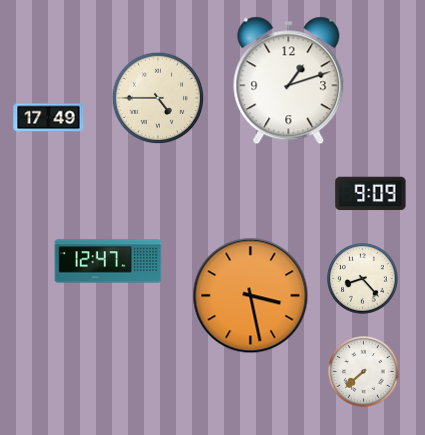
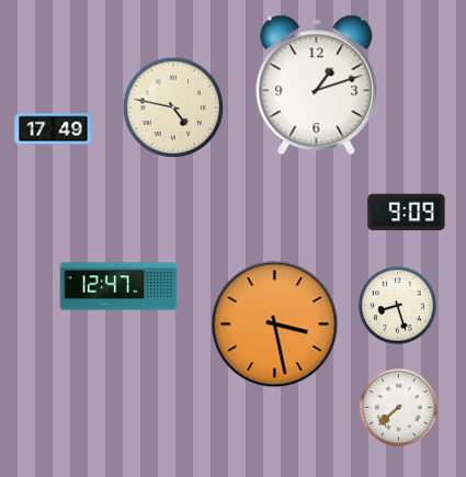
clock at (289, 81) position: (289, 81) -> (317, 86)
clock at (158, 98): 4:45 -> 4:47
clock at (363, 279): 8:23 -> 8:27
